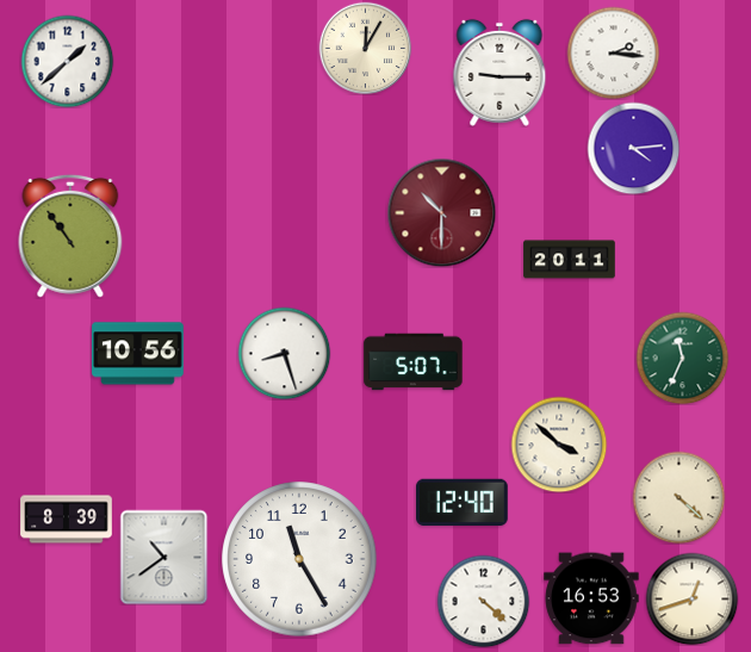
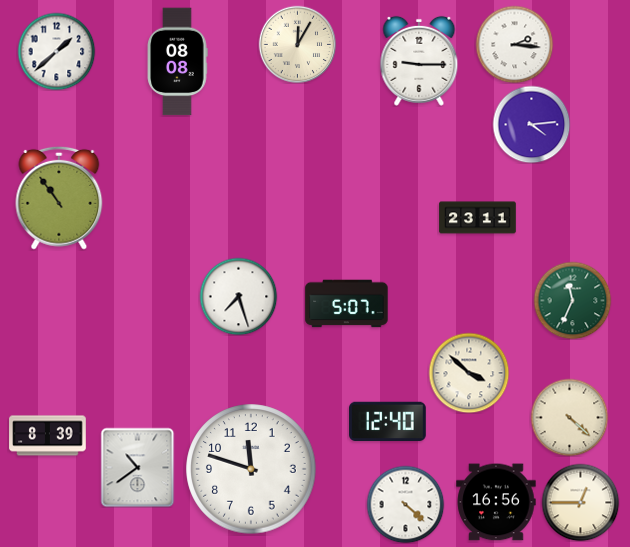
clock at (365, 48) position: (365, 48) -> (297, 44)
clock at (177, 62): none -> 08:08
clock at (441, 212): 10:30 -> none
clock at (570, 260): 20:11 -> 23:11
clock at (284, 353): 8:27 -> 7:27
clock at (138, 354): 10:56 -> none
clock at (67, 520) position: (67, 520) -> (48, 436)
clock at (299, 559): 11:25 -> 11:48
clock at (591, 598): 16:53 -> 16:56
clock at (691, 598): 12:42 -> 12:45
